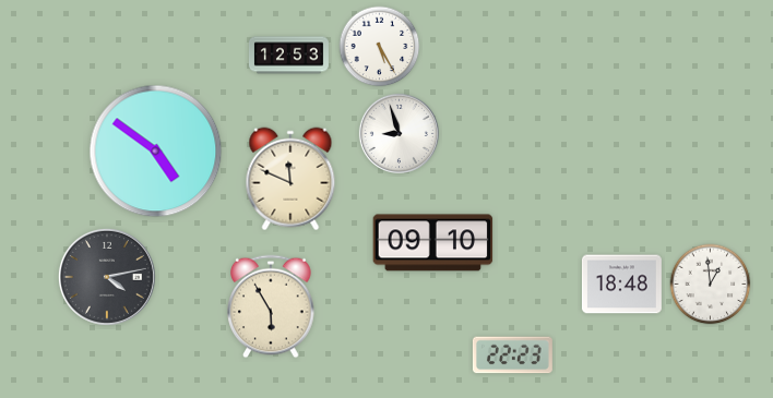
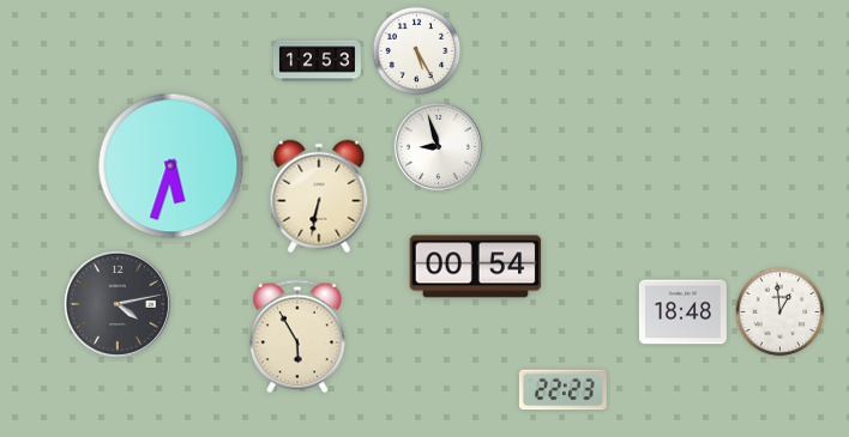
clock at (156, 152): 4:51 -> 5:33
clock at (290, 179): 11:49 -> 6:32
clock at (433, 243): 09:10 -> 00:54
